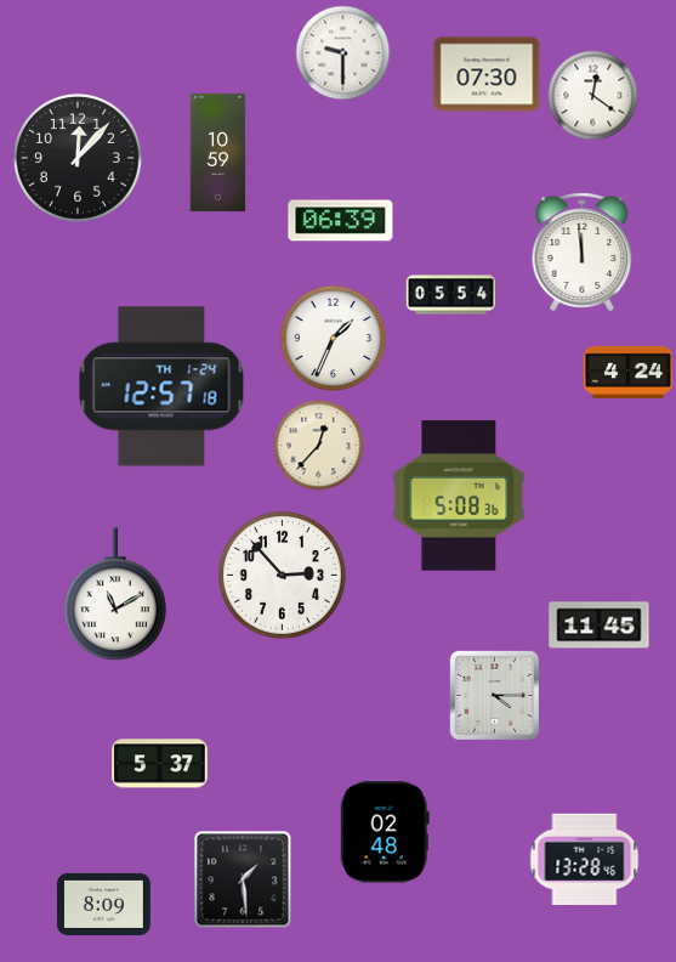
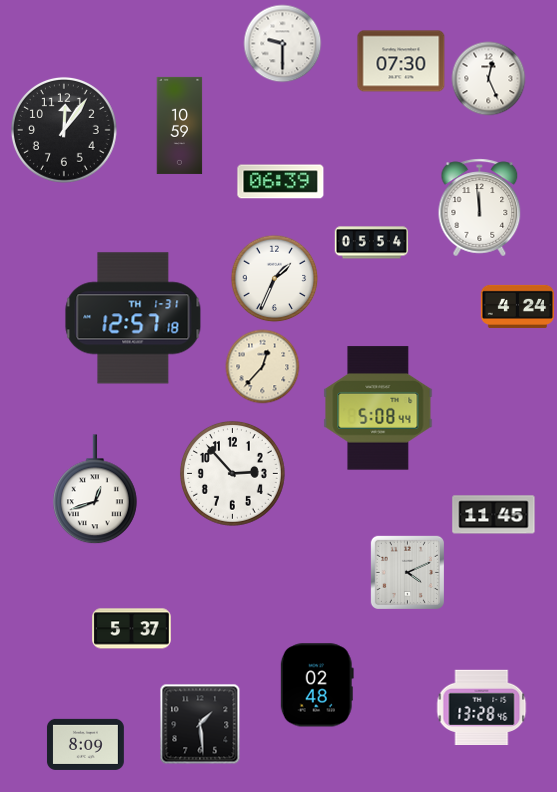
clock at (593, 96): 12:21 -> 12:26
clock at (78, 158): 12:07 -> 12:06
clock at (161, 386) date: TH 1-24 -> TH 1-31
clock at (459, 496): 5:08:36 -> 5:08:44
clock at (117, 595): 11:10 -> 12:42
clock at (494, 695): 4:15 -> 4:11
